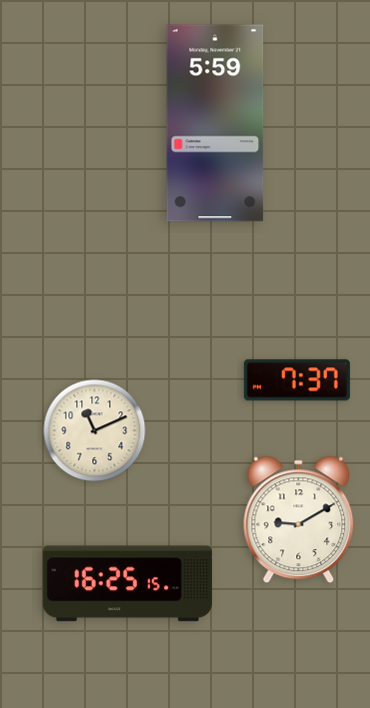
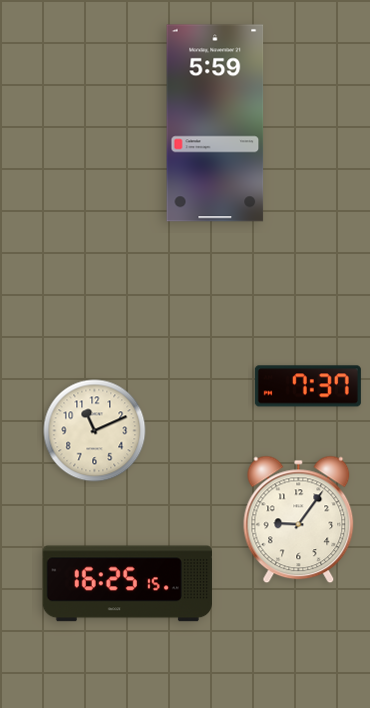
clock at (297, 380) position: (297, 380) -> (308, 386)
clock at (299, 520): 9:10 -> 9:06
